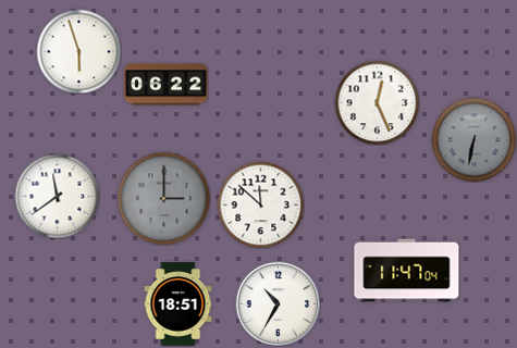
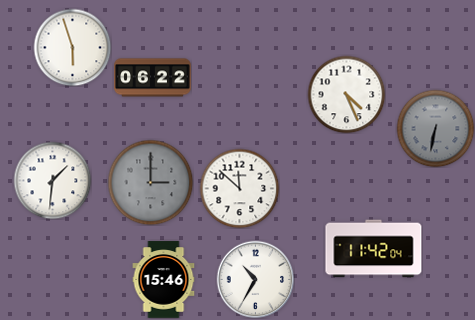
clock at (377, 102): 12:26 -> 4:26
clock at (57, 196): 11:39 -> 1:31
clock at (407, 271): 11:47 -> 11:42
clock at (179, 304): 18:51 -> 15:46
